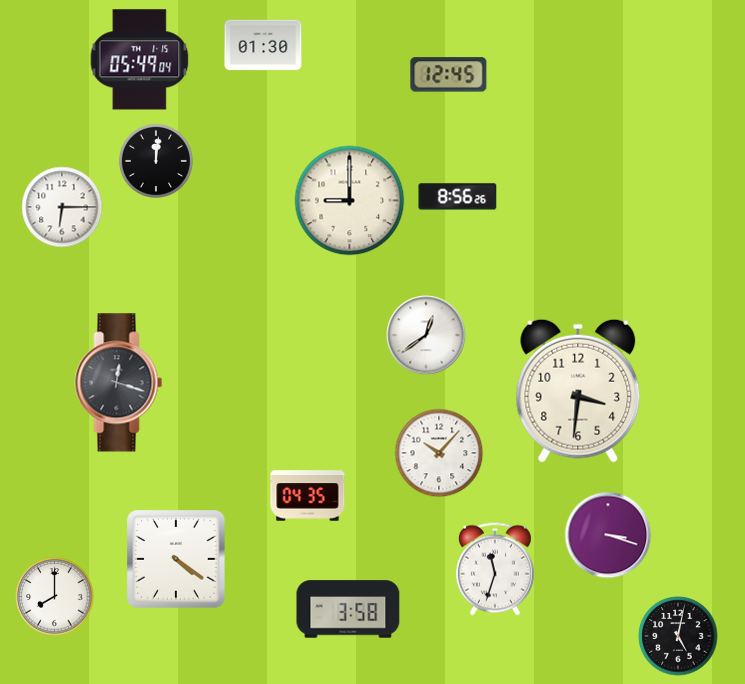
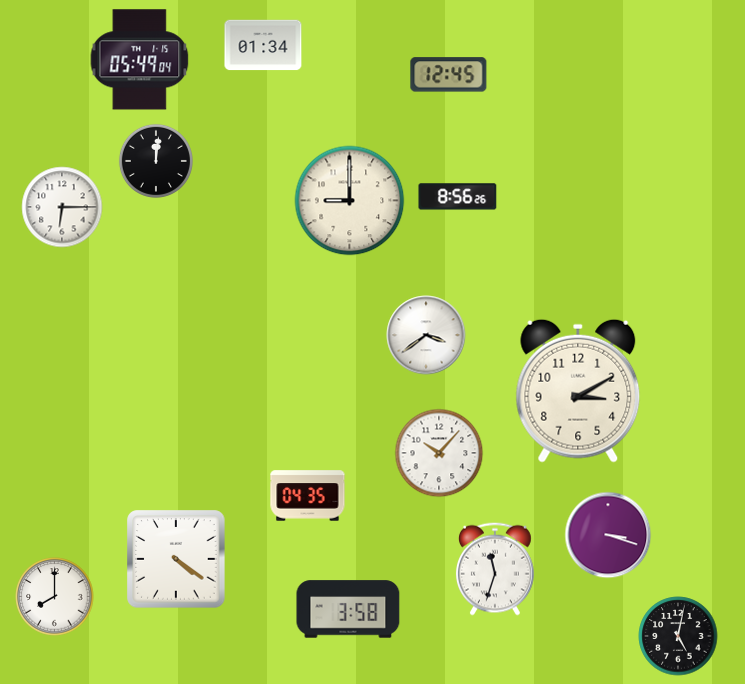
clock at (263, 45): 01:30 -> 01:34
clock at (426, 335): 12:39 -> 3:39
clock at (119, 383): 12:18 -> none
clock at (578, 391): 3:31 -> 3:10
